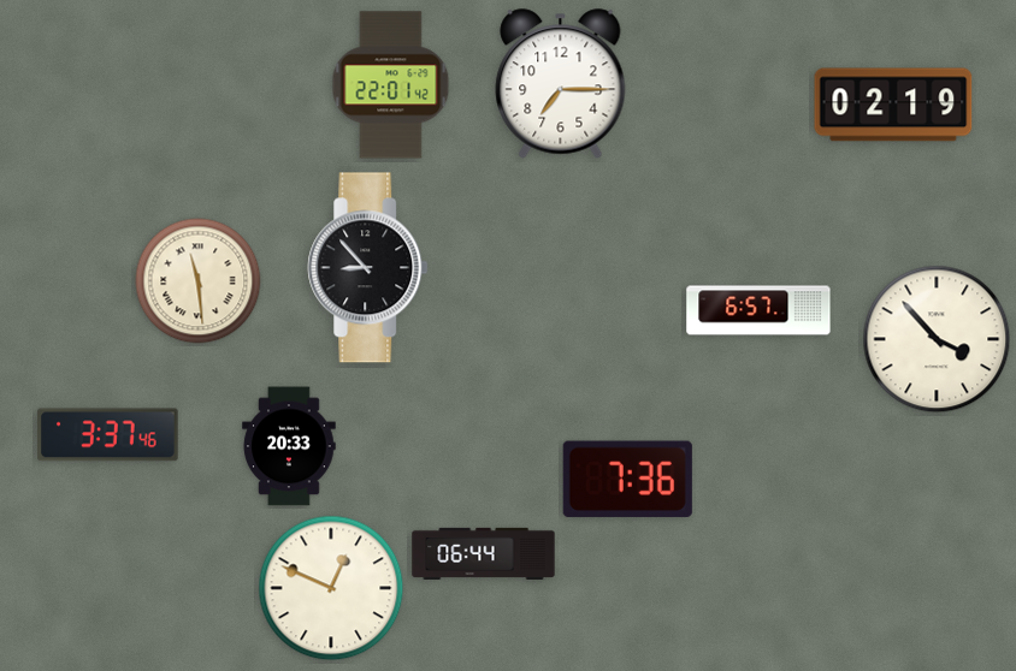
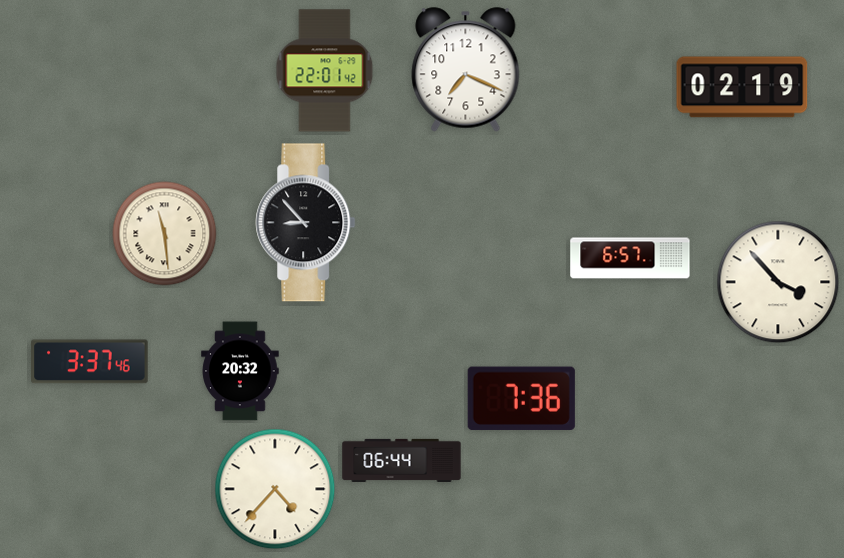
clock at (561, 84): 7:15 -> 7:19
clock at (289, 446): 20:33 -> 20:32
clock at (331, 588): 12:49 -> 4:37
